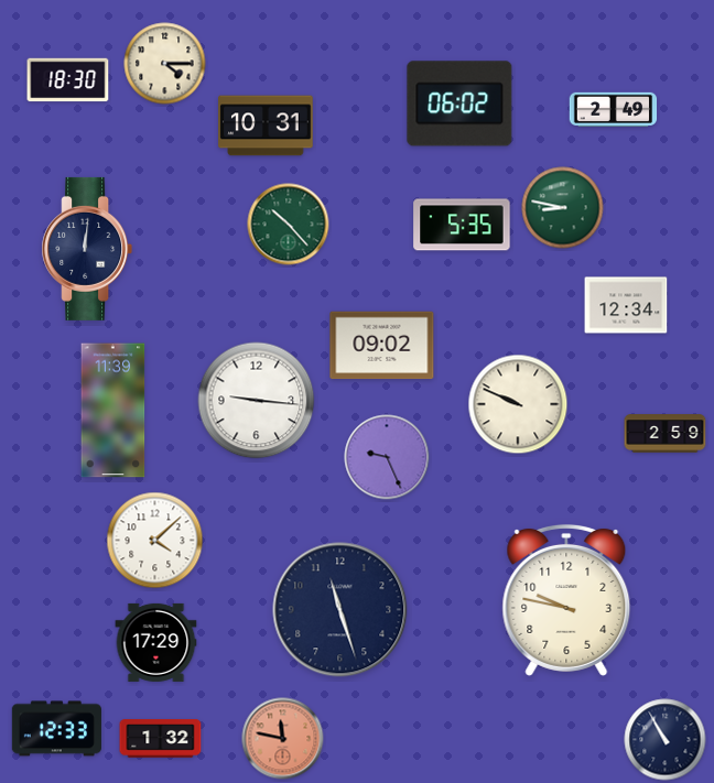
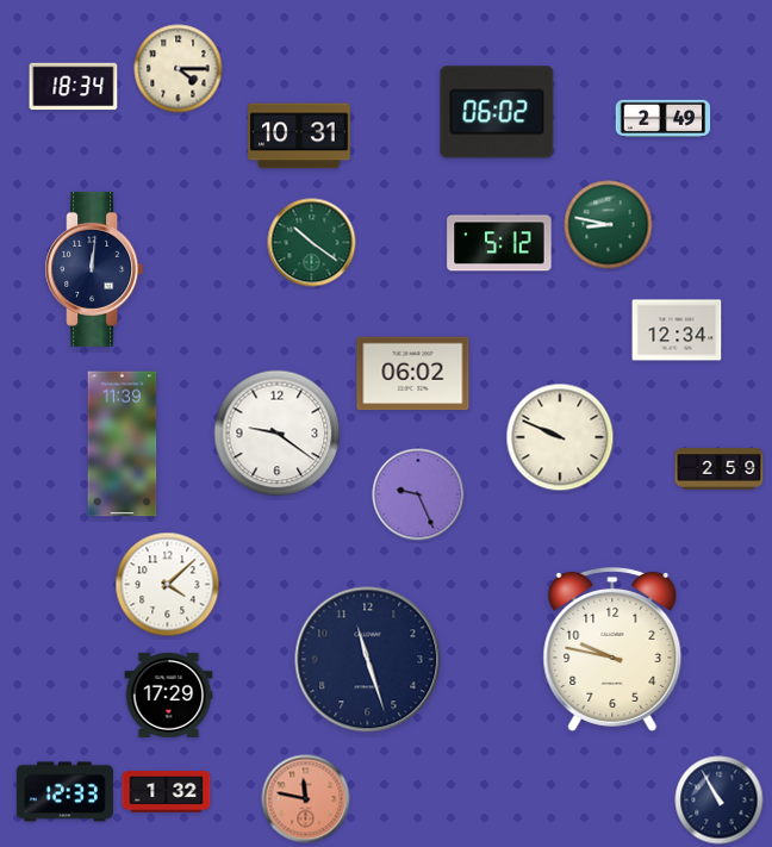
clock at (68, 80): 18:30 -> 18:34
clock at (266, 126) position: (266, 126) -> (299, 136)
clock at (289, 225): 10:23 -> 10:21
clock at (462, 225): 5:35 -> 5:12
clock at (382, 346): 09:02 -> 06:02
clock at (257, 401): 9:16 -> 9:21
clock at (56, 729) position: (56, 729) -> (64, 792)
clock at (161, 739) position: (161, 739) -> (167, 792)
